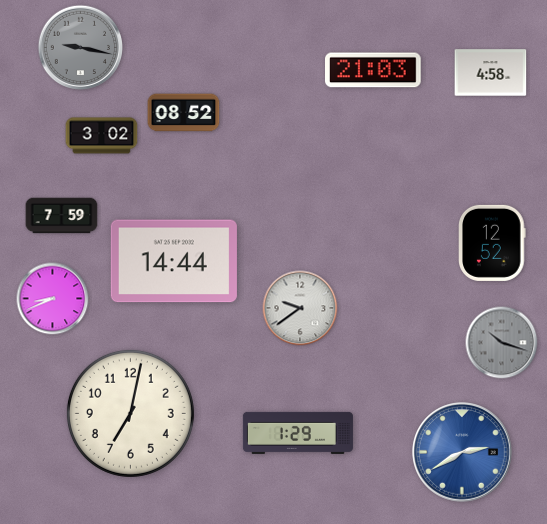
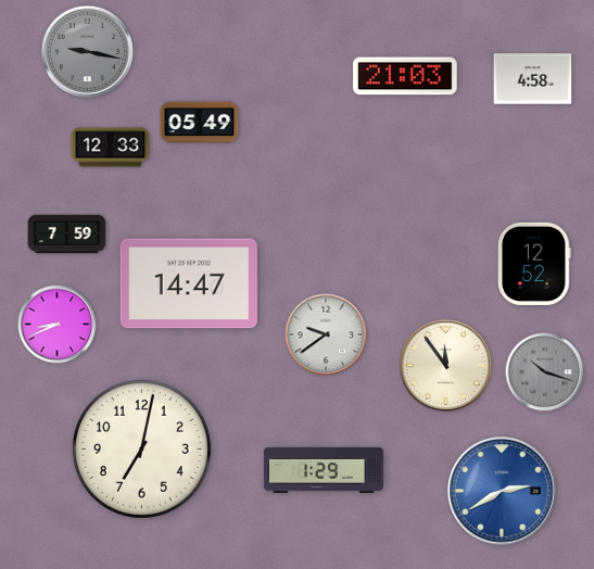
clock at (184, 113): 08:52 -> 05:49
clock at (102, 136): 3:02 -> 12:33
clock at (174, 261): 14:44 -> 14:47
clock at (446, 366): none -> 11:54
